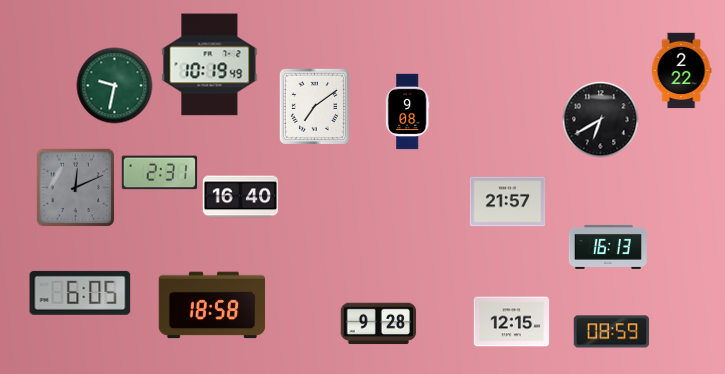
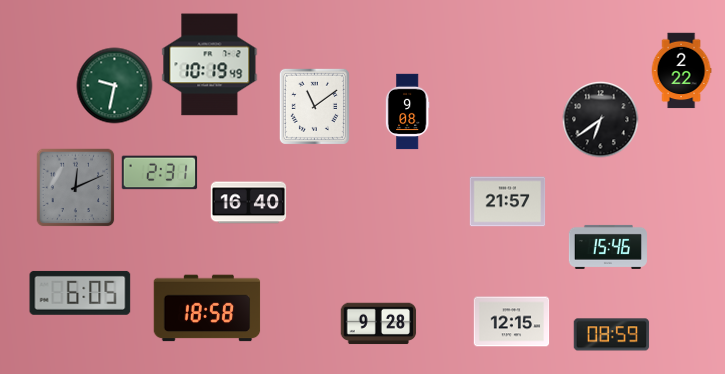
clock at (314, 106): 7:09 -> 11:09
clock at (601, 120): 6:40 -> 6:39
clock at (241, 197) position: (241, 197) -> (249, 203)
clock at (608, 247): 16:13 -> 15:46
clock at (212, 305) position: (212, 305) -> (207, 308)
clock at (612, 332) position: (612, 332) -> (612, 335)
